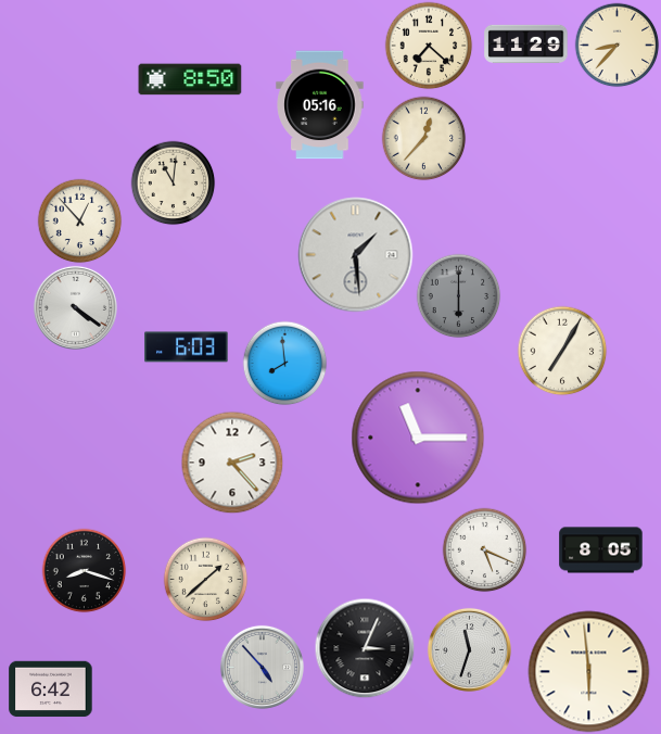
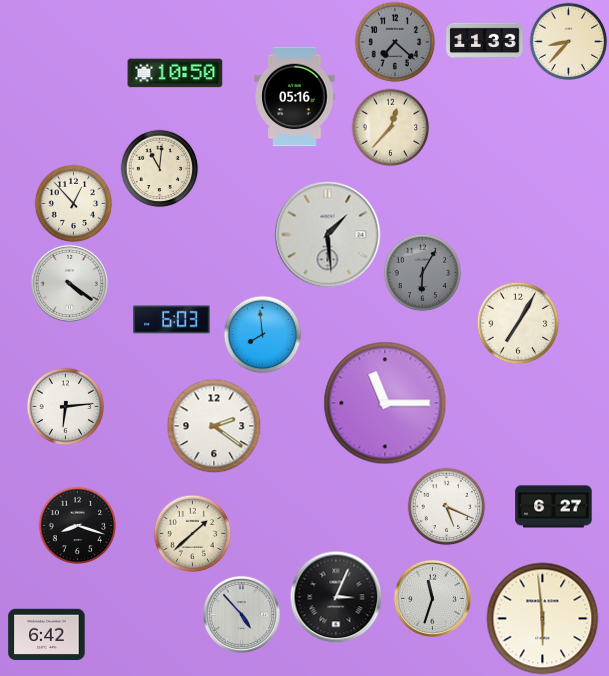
clock at (526, 45): 11:29 -> 11:33
clock at (429, 46) dial: cream -> grey
clock at (190, 79): 8:50 -> 10:50
clock at (458, 295): 6:00 -> 6:05
clock at (65, 406): none -> 6:14
clock at (232, 463): 2:23 -> 2:21
clock at (601, 550): 8:05 -> 6:27
clock at (205, 579) position: (205, 579) -> (192, 533)
